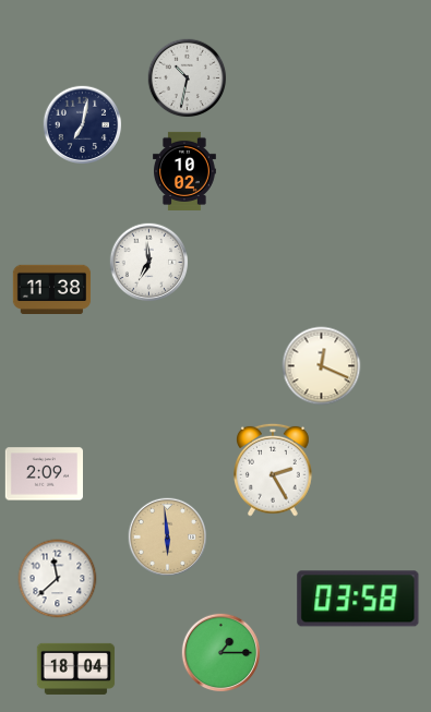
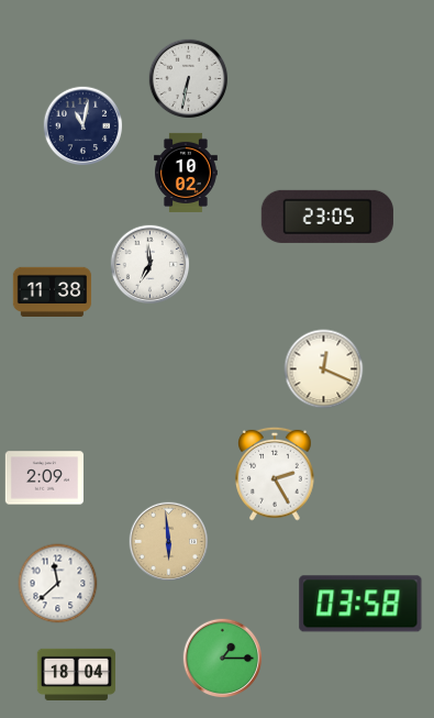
clock at (188, 79): 10:32 -> 6:32
clock at (83, 125): 7:02 -> 11:02
clock at (327, 217): none -> 23:05
